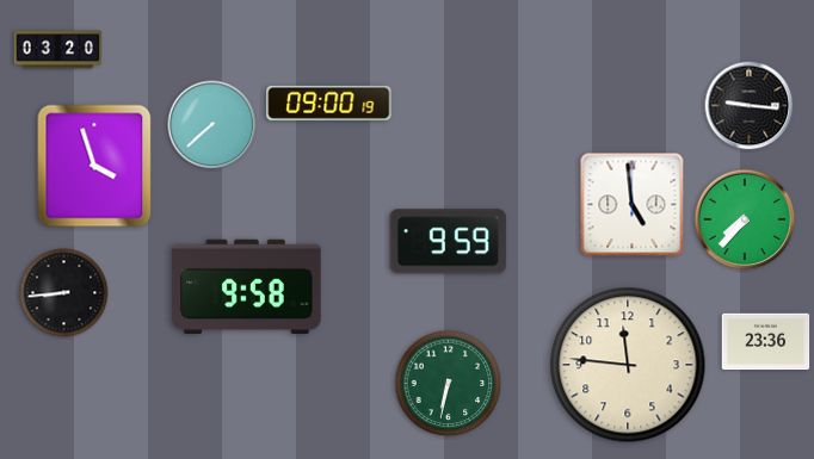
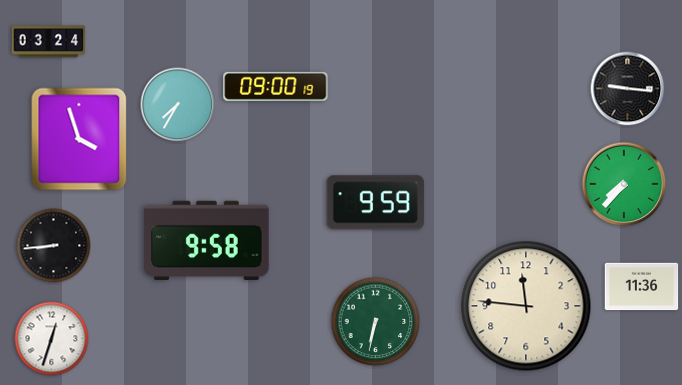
clock at (58, 50): 03:20 -> 03:24
clock at (212, 125): 7:38 -> 7:35
clock at (633, 205): 4:59 -> none
clock at (766, 342): 23:36 -> 11:36
clock at (52, 339): none -> 12:33
